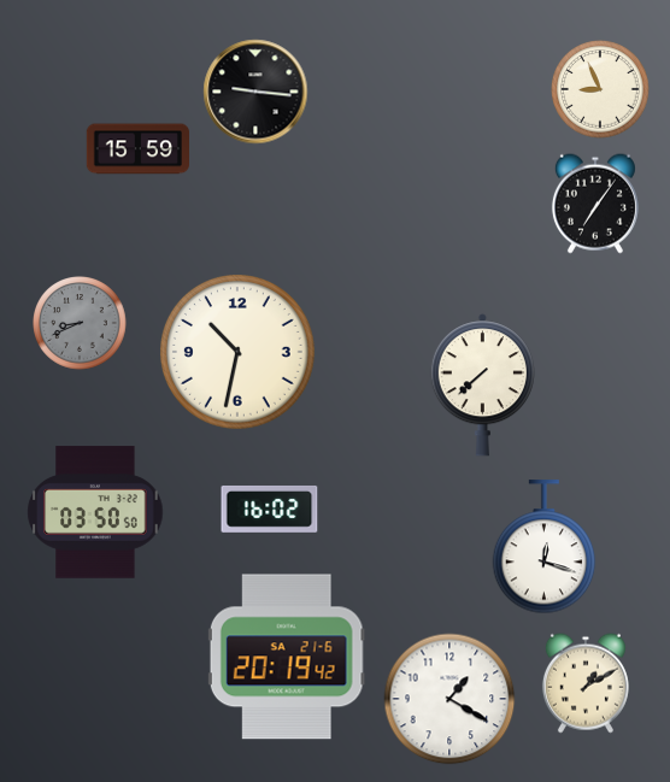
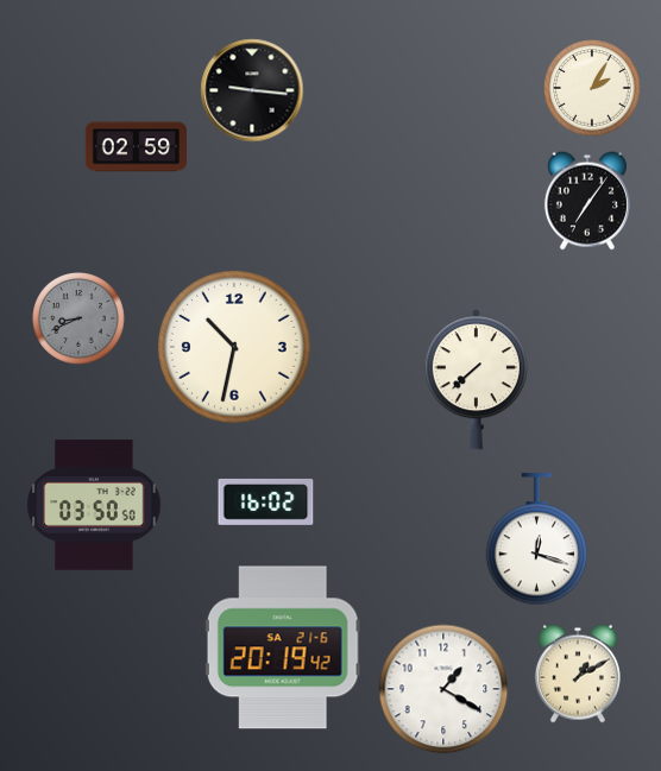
clock at (600, 89): 8:56 -> 2:05
clock at (137, 149): 15:59 -> 02:59
